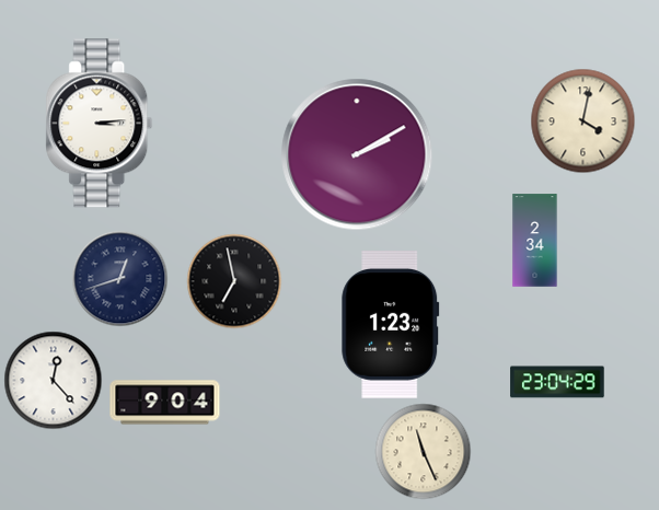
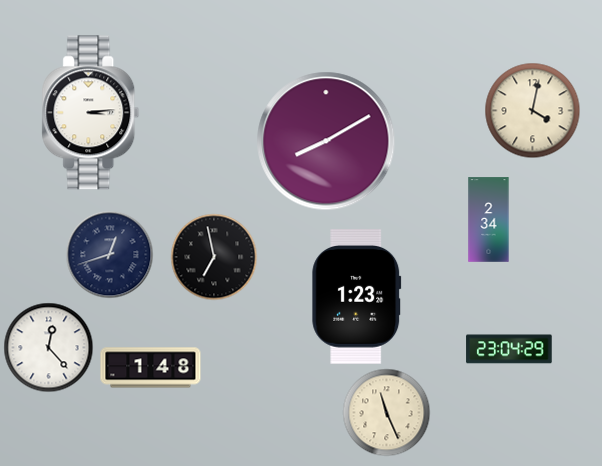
clock at (357, 154): 2:10 -> 8:10
clock at (165, 403): 9:04 -> 1:48
